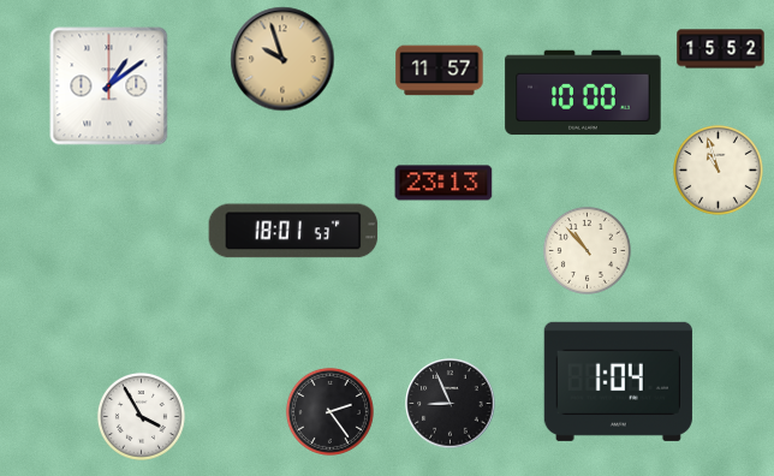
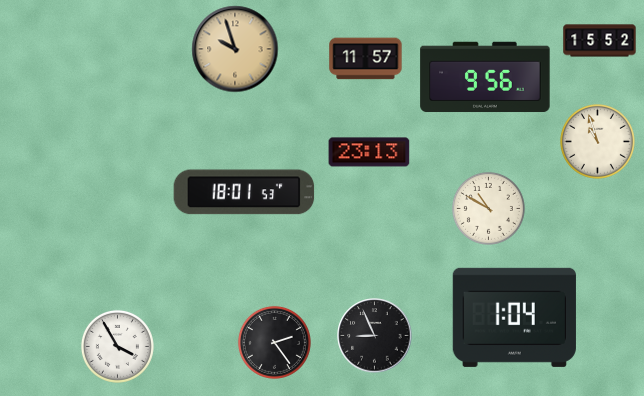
clock at (109, 87): 1:09 -> none
clock at (583, 93): 10:00 -> 9:56
clock at (587, 250): 10:53 -> 10:50
